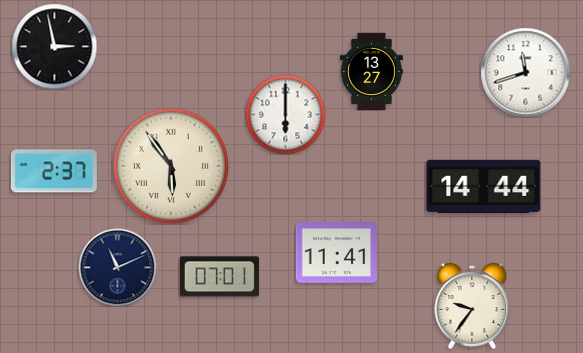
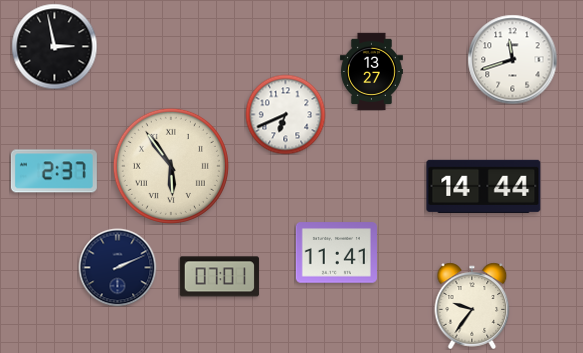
clock at (525, 72) position: (525, 72) -> (512, 59)
clock at (285, 114): 6:00 -> 6:41
clock at (117, 267): 11:11 -> 2:11
